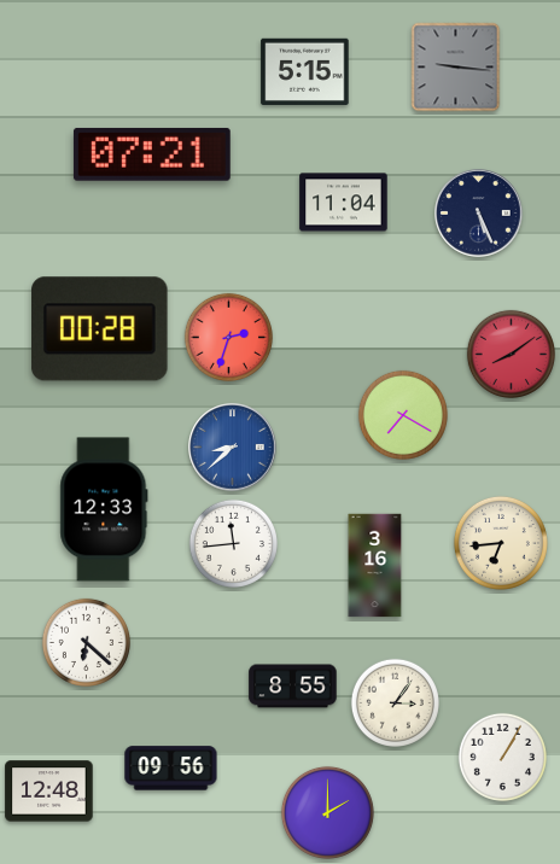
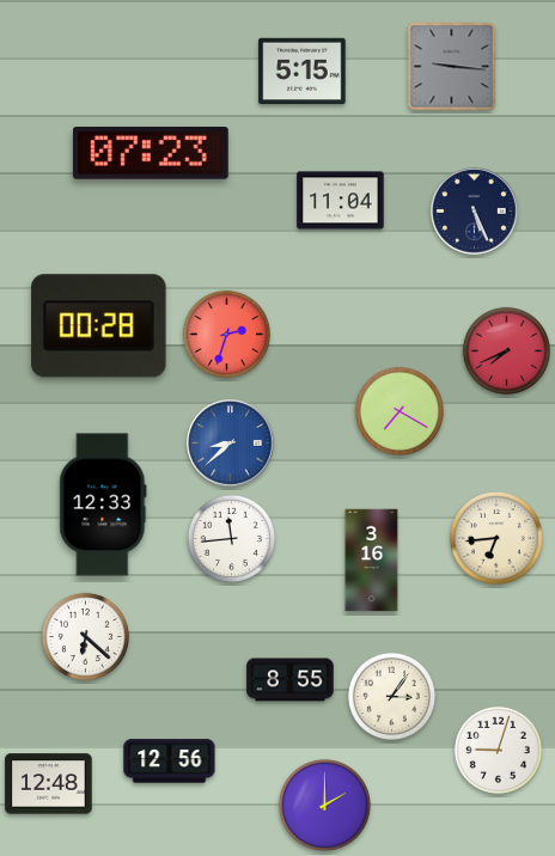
clock at (152, 154): 07:21 -> 07:23
clock at (511, 354): 8:09 -> 7:41
clock at (502, 757): 1:05 -> 9:03
clock at (171, 769): 09:56 -> 12:56
